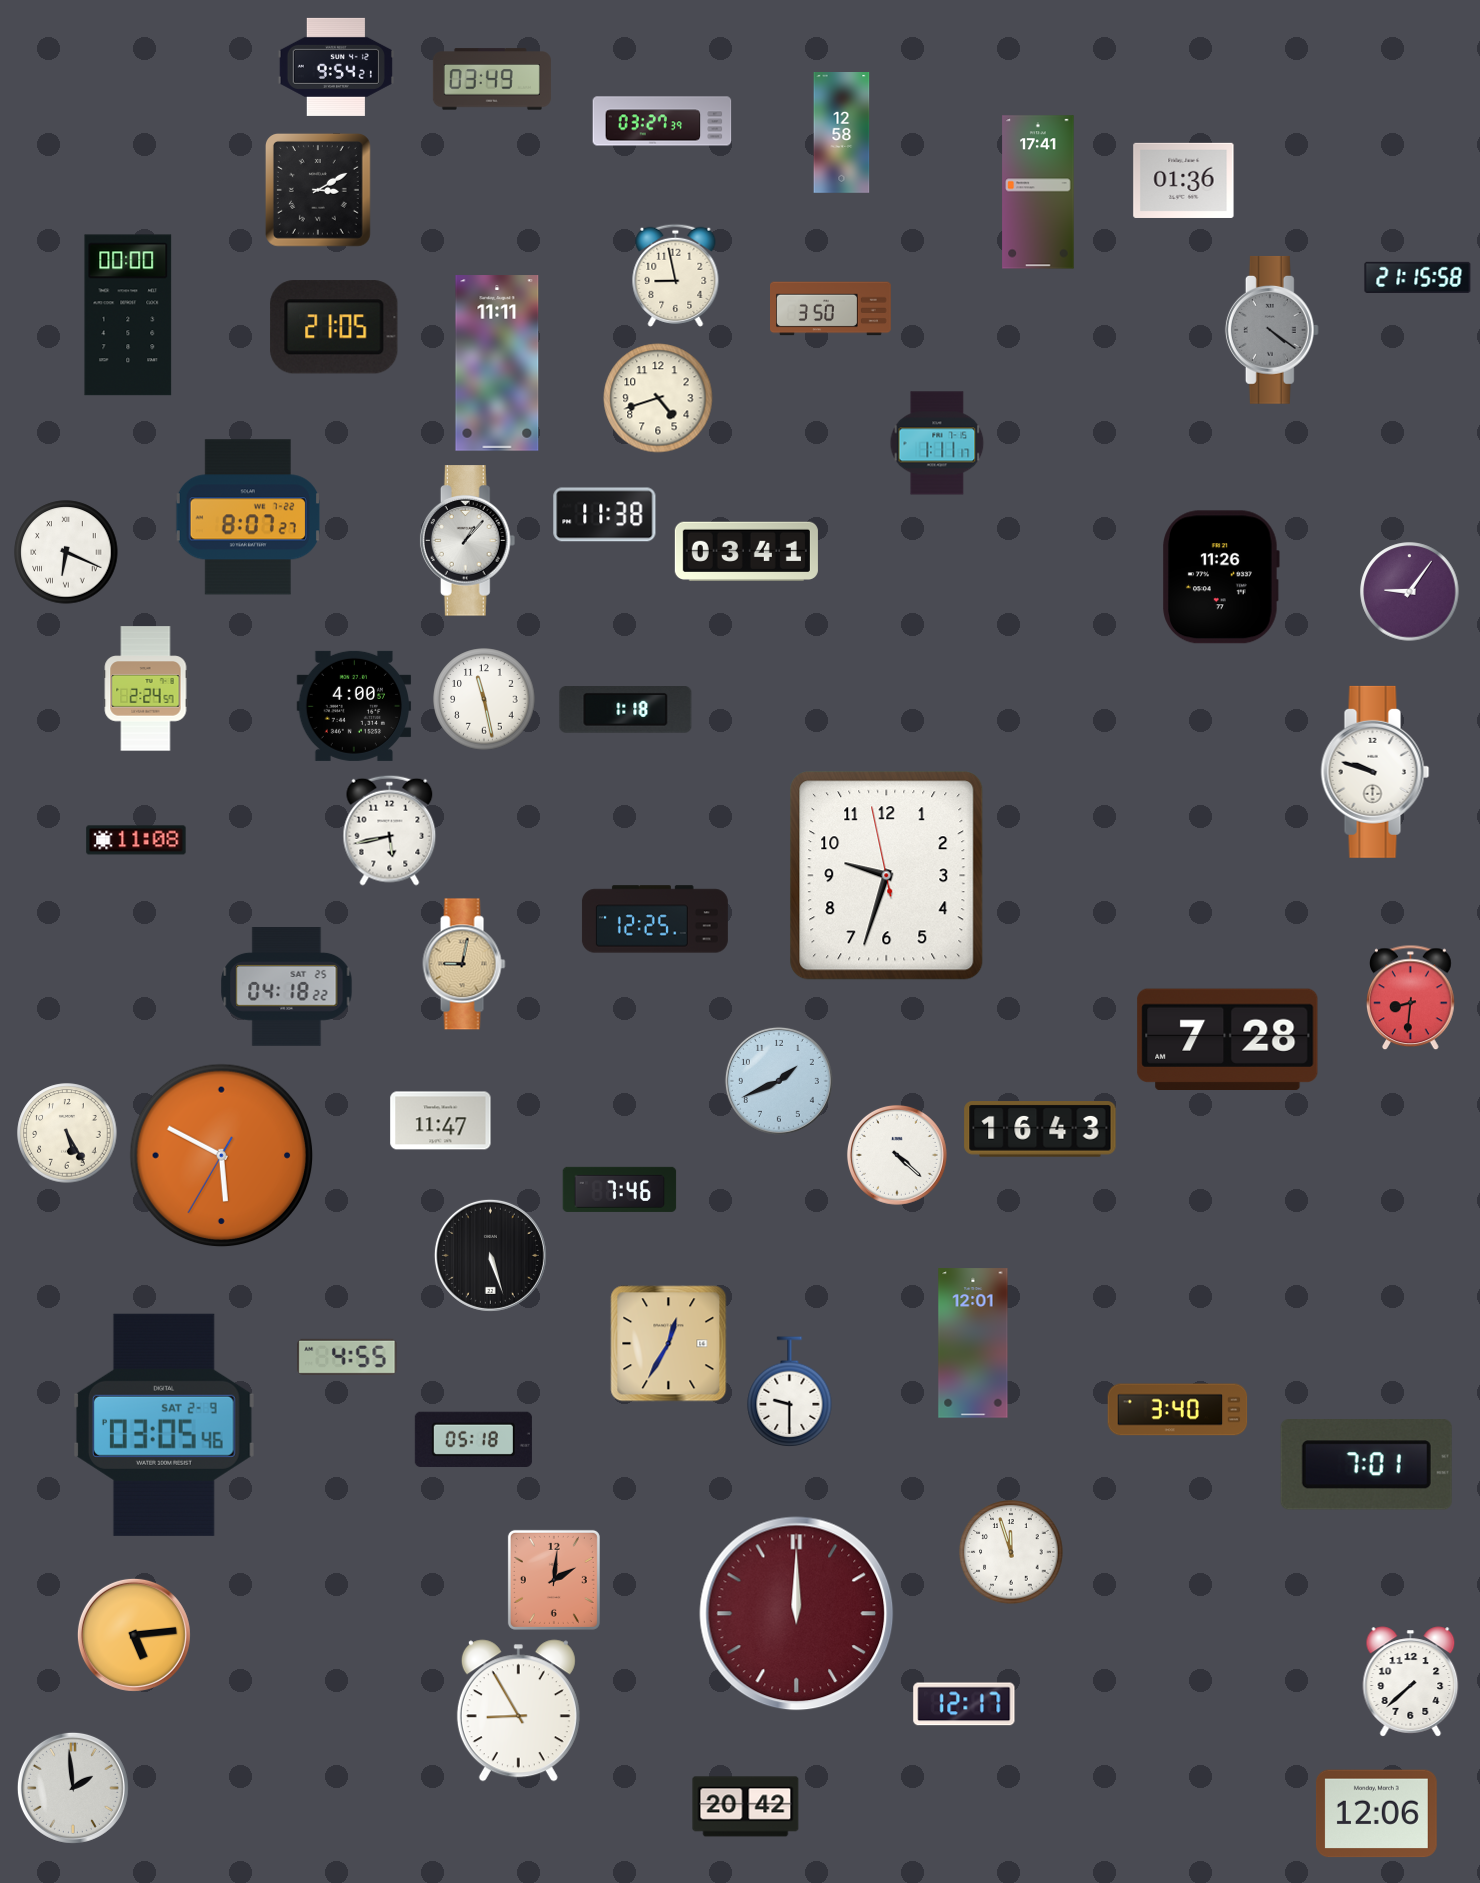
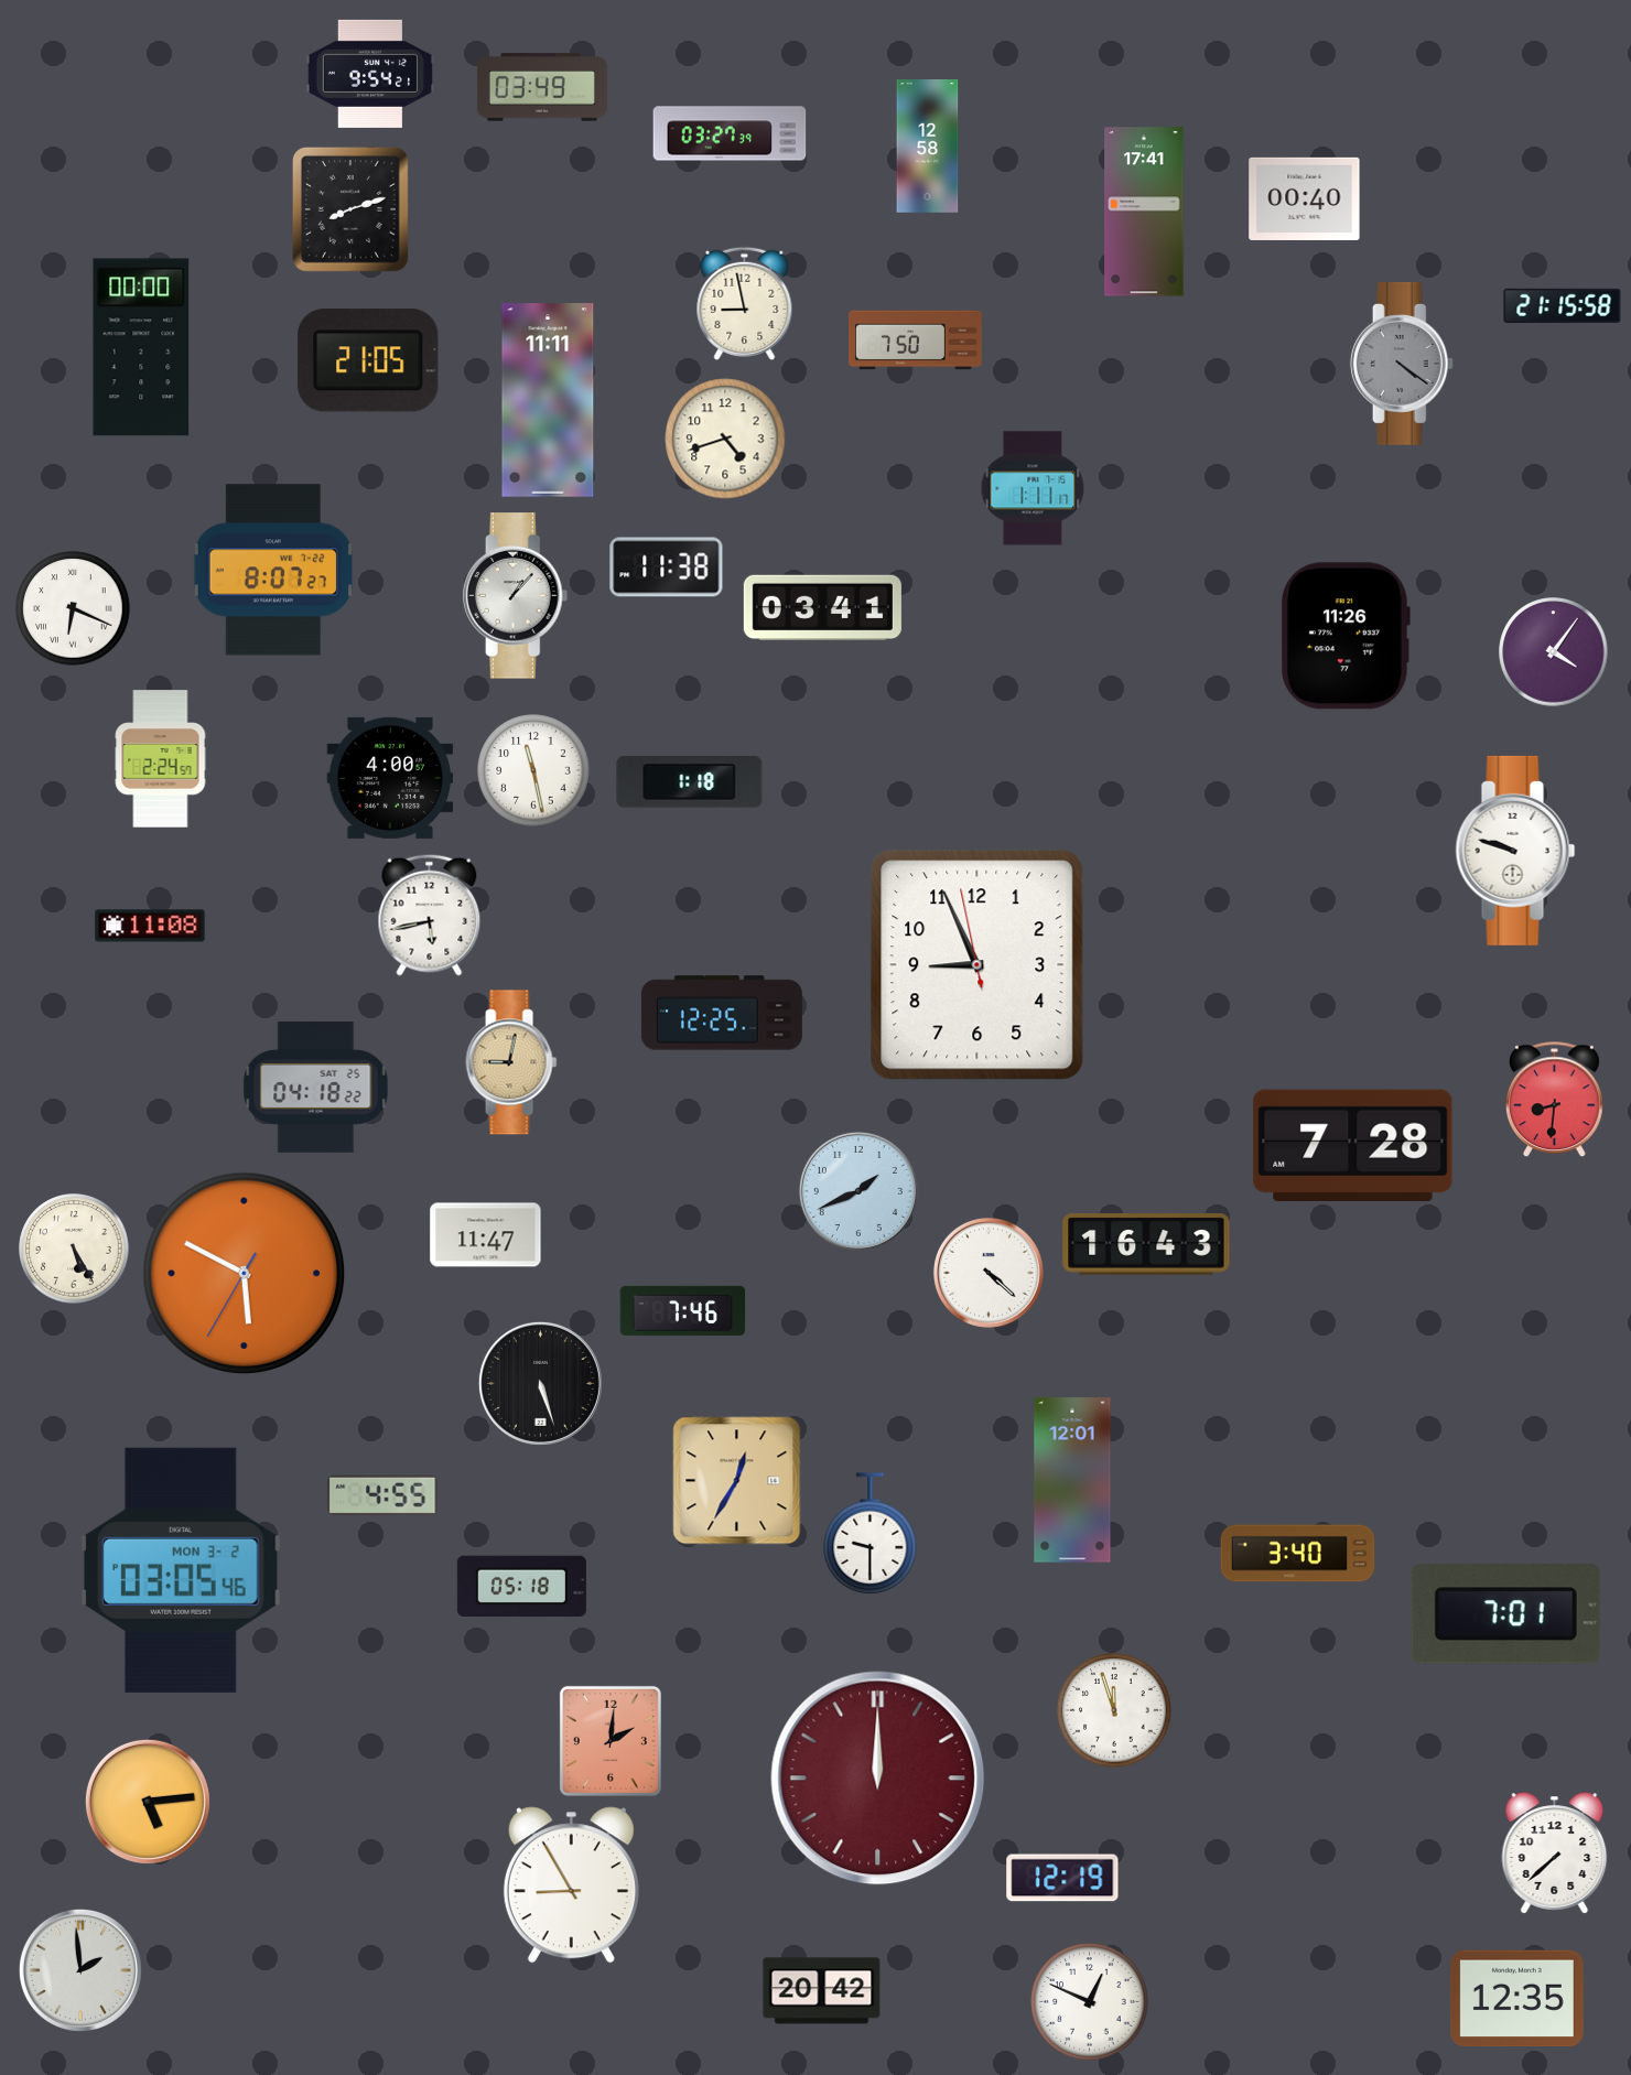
clock at (1184, 180): 01:36 -> 00:40
clock at (318, 190): 3:10 -> 8:12
clock at (831, 309): 3:50 -> 7:50
clock at (1410, 592): 9:06 -> 4:06
clock at (887, 876): 9:32 -> 8:55
clock at (164, 1425) date: SAT 2-9 -> MON 3-2
clock at (964, 1704): 12:17 -> 12:19
clock at (1376, 1814): 12:06 -> 12:35
clock at (1090, 2002): none -> 12:49
